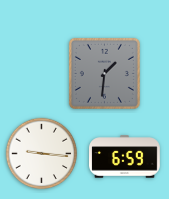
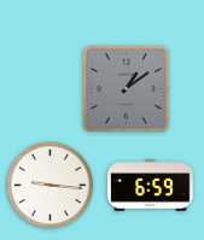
clock at (104, 73): 1:31 -> 1:09
clock at (125, 157) position: (125, 157) -> (151, 186)
